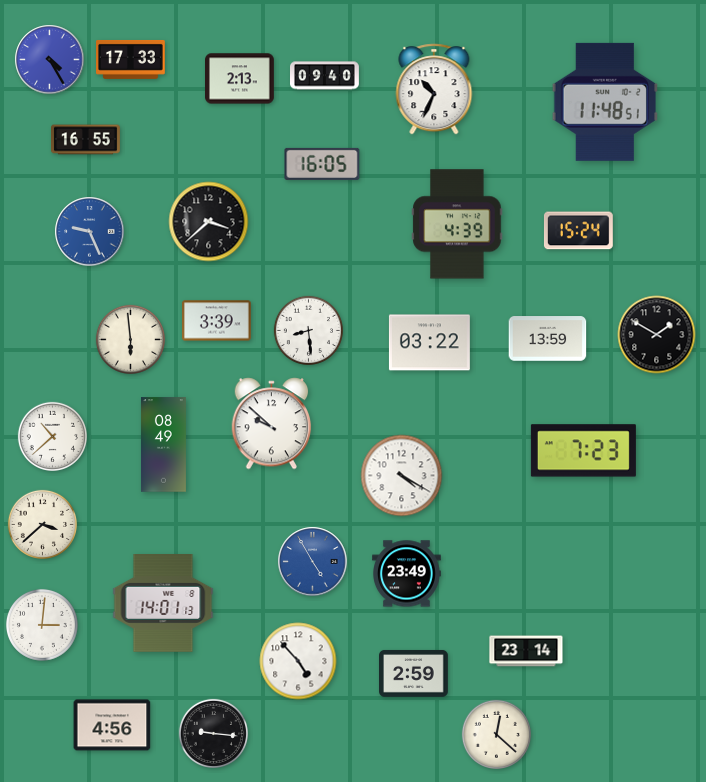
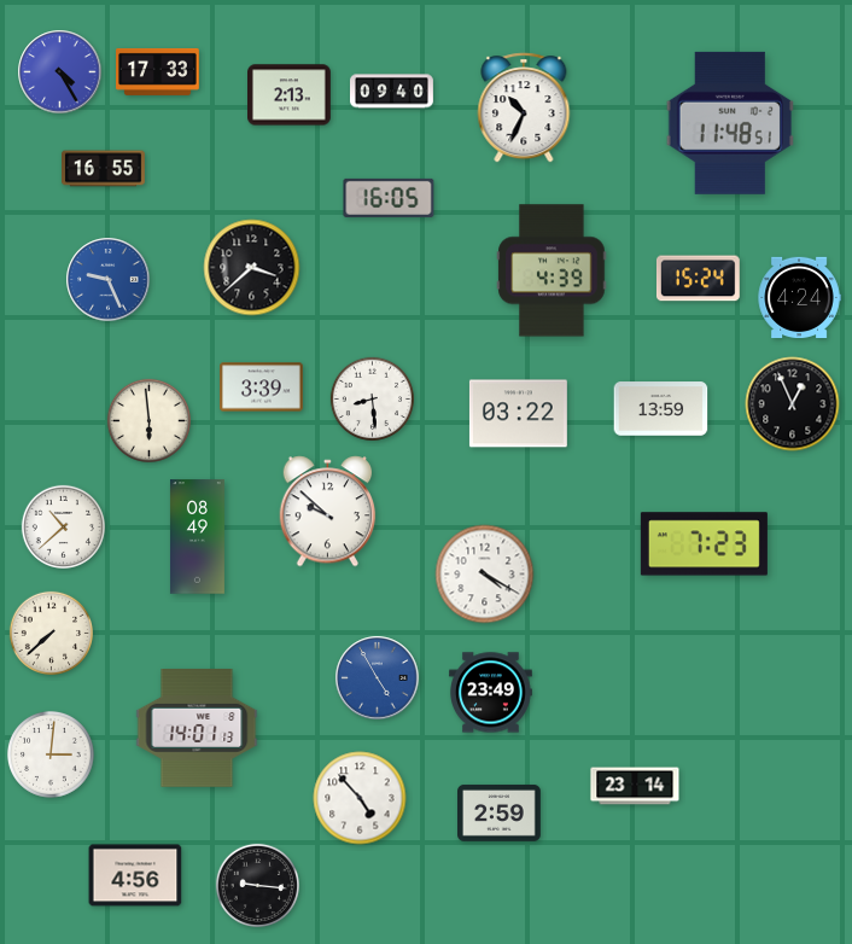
clock at (799, 297): none -> 4:24
clock at (657, 335): 1:50 -> 12:56
clock at (130, 339) position: (130, 339) -> (148, 420)
clock at (42, 524): 3:38 -> 7:38
clock at (496, 734): 12:22 -> none
